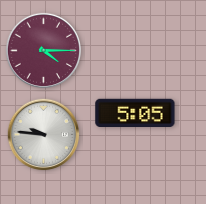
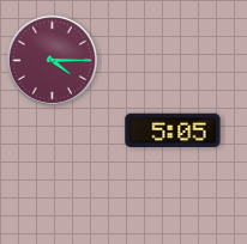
clock at (135, 112) position: (135, 112) -> (173, 129)
clock at (44, 135): 9:46 -> none
